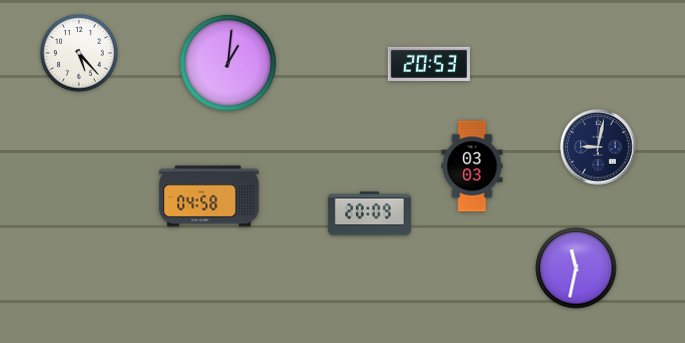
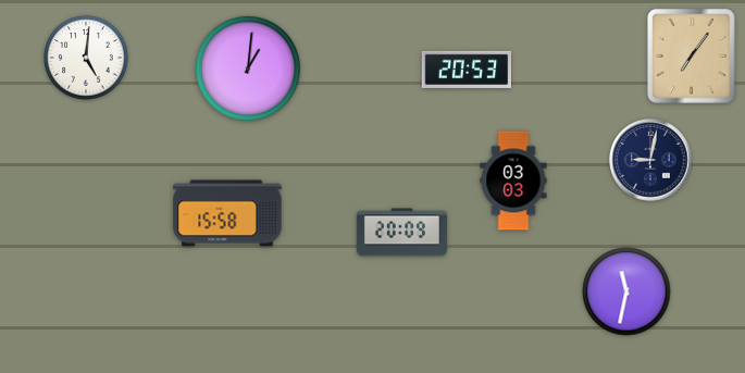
clock at (692, 57): none -> 7:06
clock at (79, 53): 5:23 -> 5:01
clock at (209, 196): 04:58 -> 15:58
